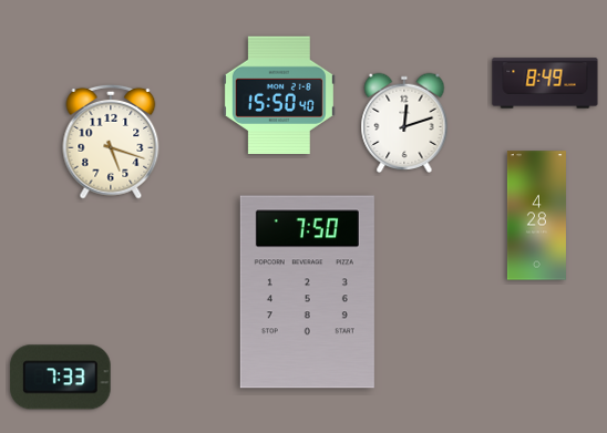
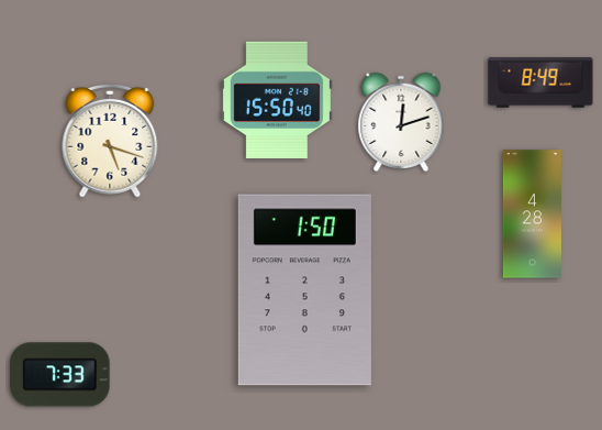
clock at (279, 95) position: (279, 95) -> (277, 100)
clock at (307, 292): 7:50 -> 1:50
